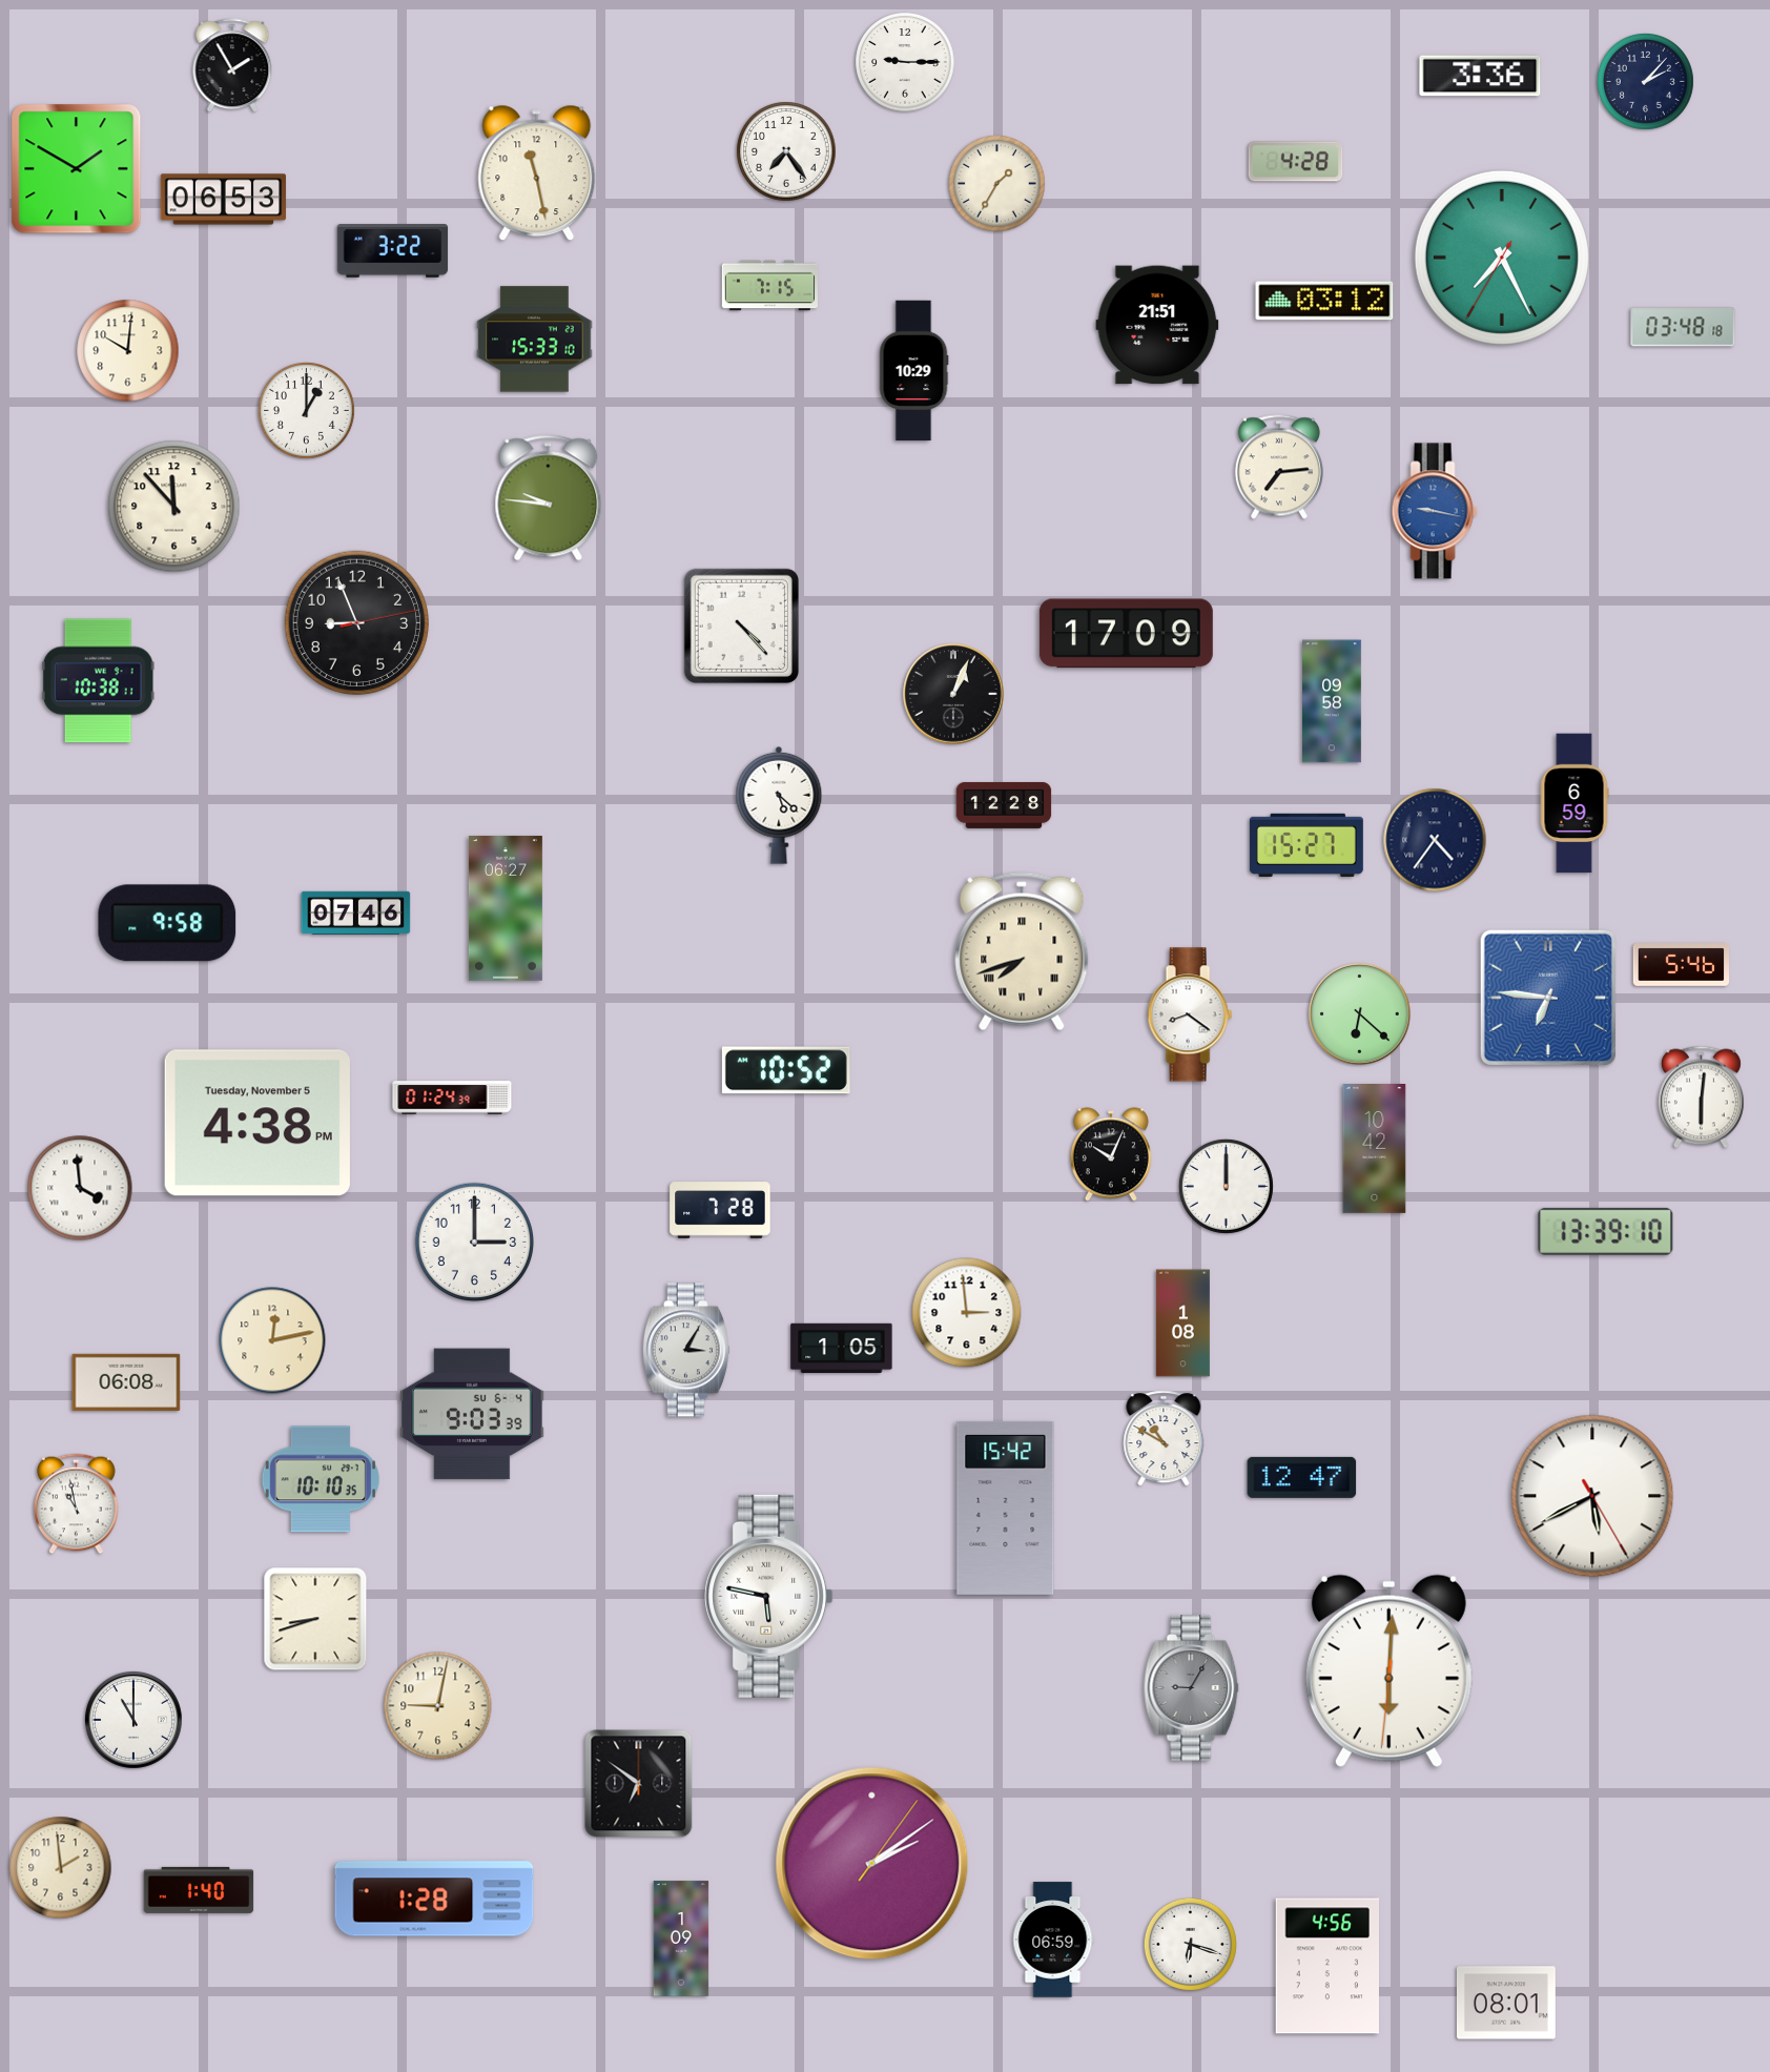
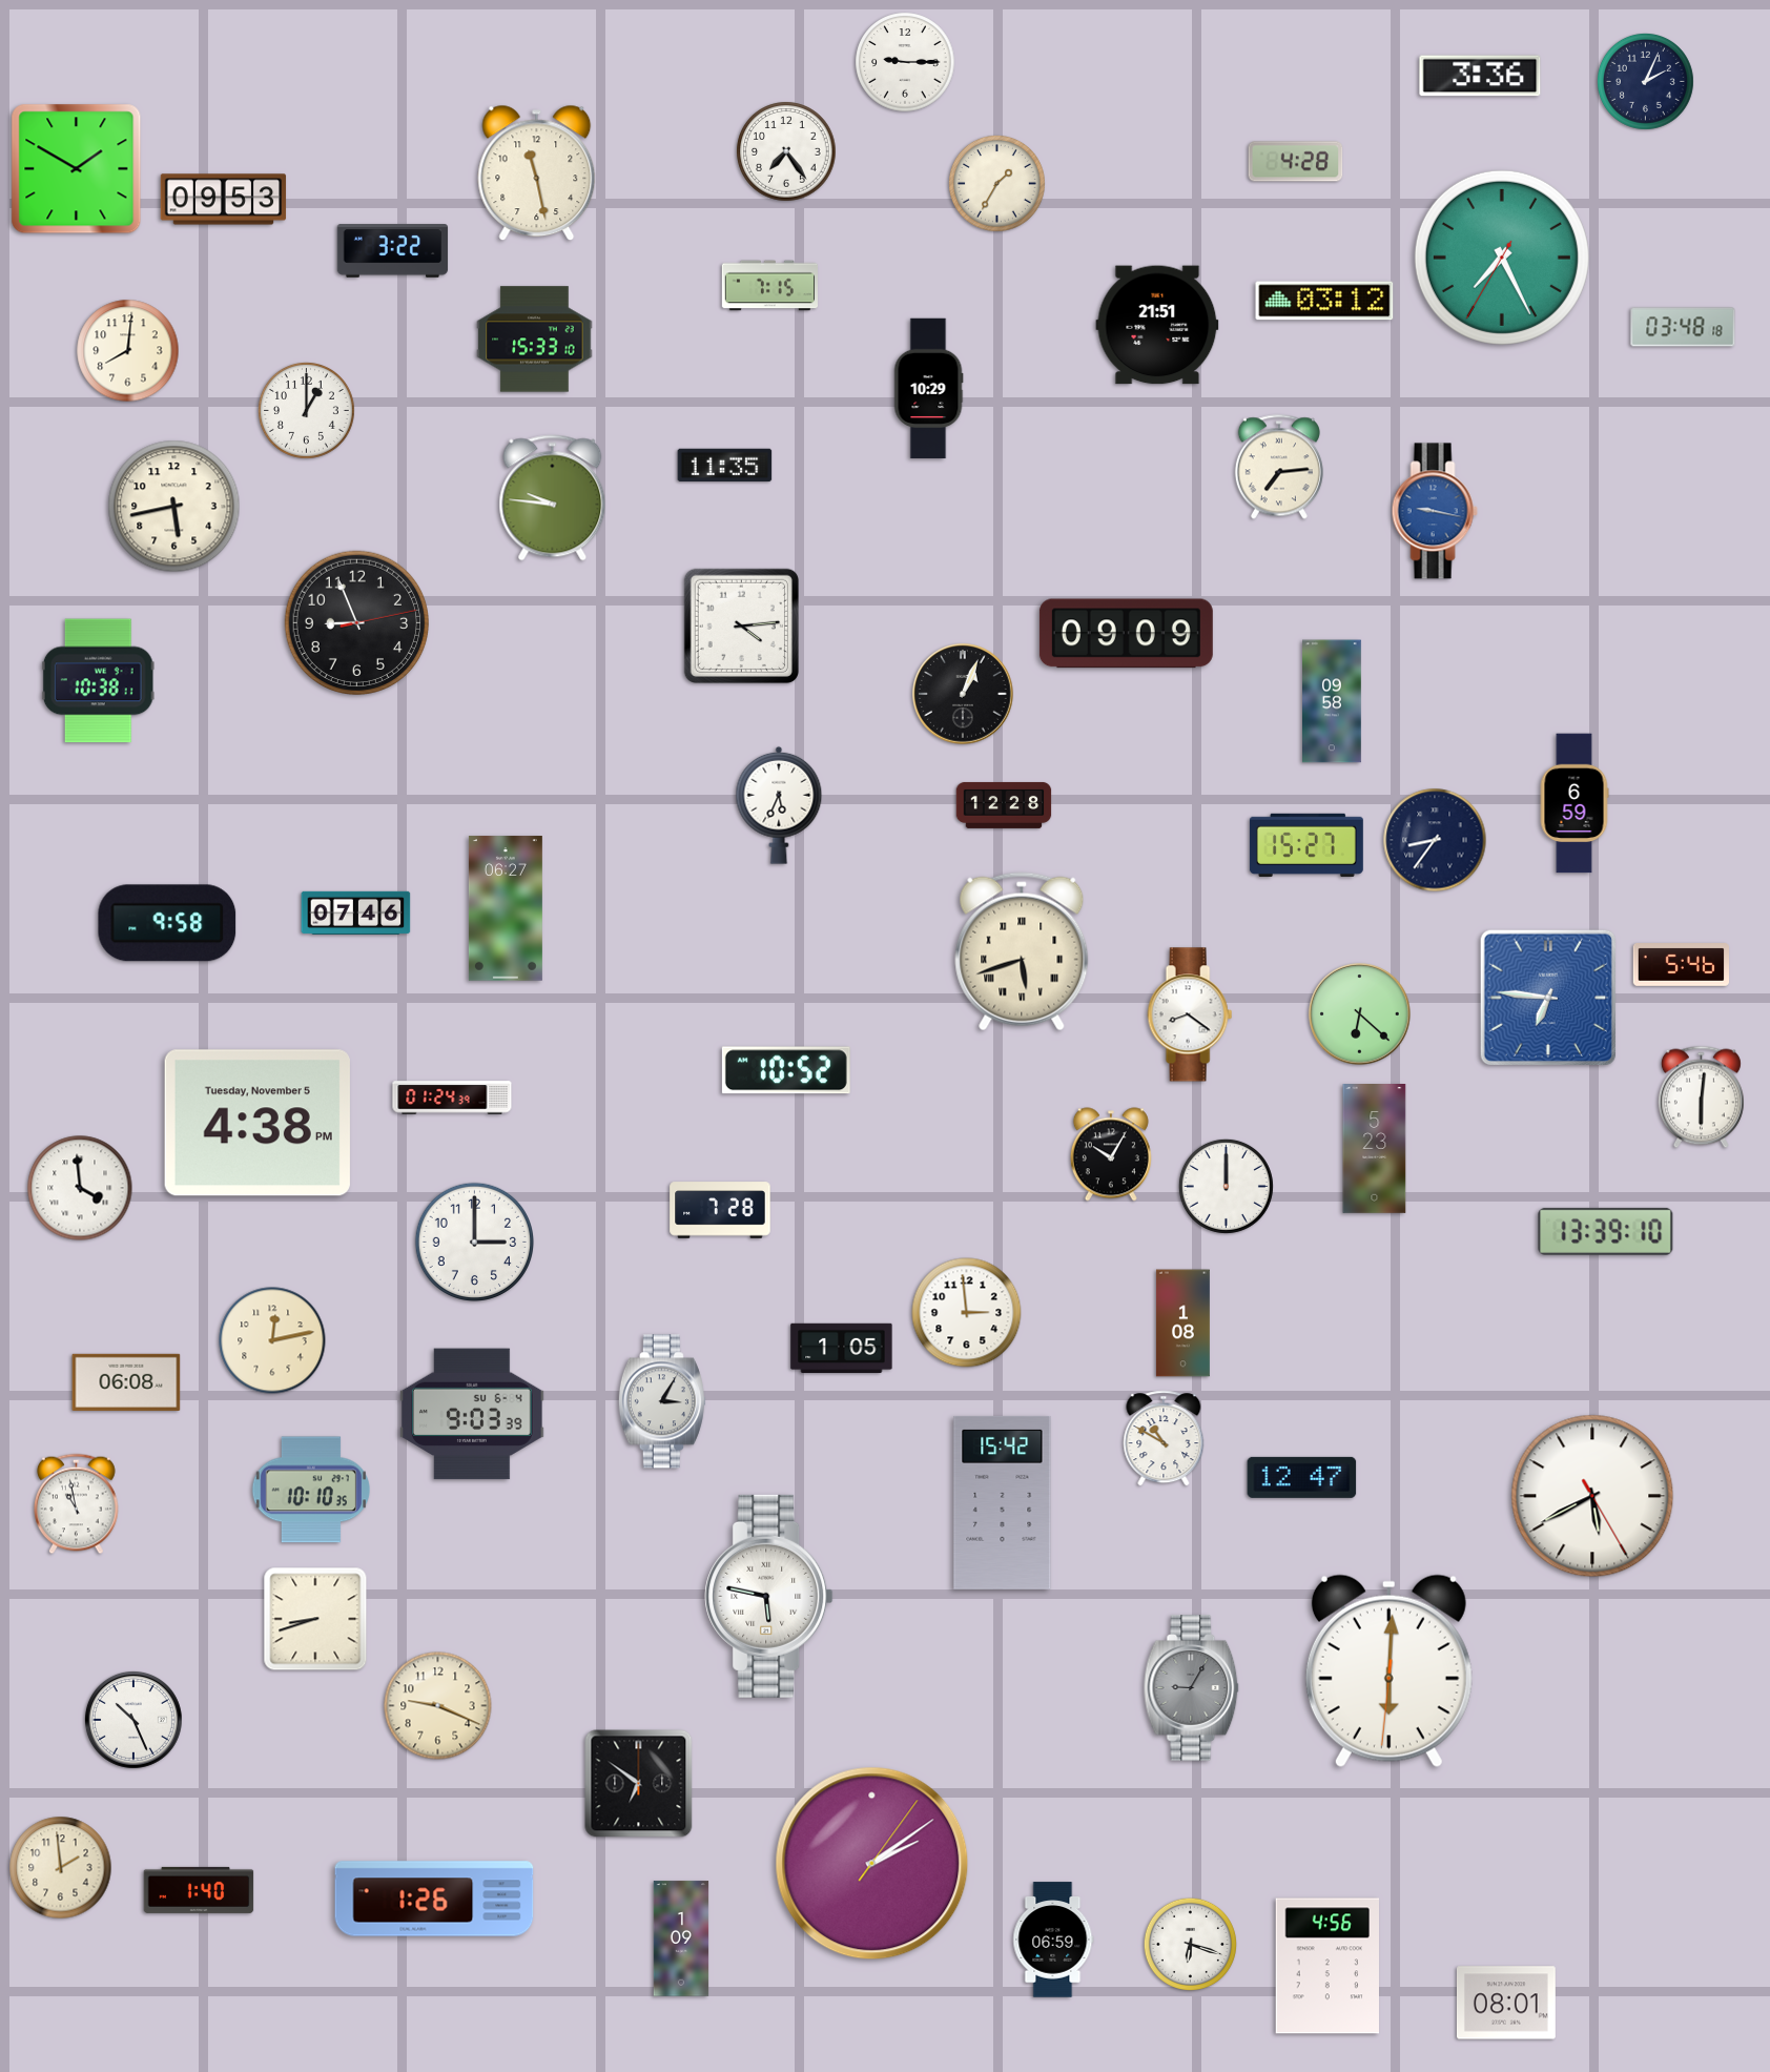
clock at (232, 66): 1:55 -> none
clock at (1645, 81): 2:07 -> 2:04
clock at (224, 200): 06:53 -> 09:53
clock at (128, 351): 10:01 -> 8:01
clock at (913, 371) position: (913, 371) -> (928, 389)
clock at (725, 466): none -> 11:35
clock at (549, 498) position: (549, 498) -> (553, 498)
clock at (174, 507): 11:53 -> 5:43
clock at (741, 625): 4:23 -> 4:14
clock at (1126, 634): 17:09 -> 09:09
clock at (953, 694) position: (953, 694) -> (963, 694)
clock at (779, 805): 5:22 -> 5:34
clock at (1435, 840): 4:36 -> 8:36
clock at (1022, 951): 7:42 -> 5:42
clock at (1375, 1149): 10:42 -> 5:23
clock at (1111, 1154): 10:04 -> 10:05
clock at (686, 1350) position: (686, 1350) -> (662, 1401)
clock at (321, 1479) position: (321, 1479) -> (311, 1490)
clock at (1006, 1507) position: (1006, 1507) -> (1003, 1502)
clock at (438, 1706): 9:02 -> 9:19
clock at (133, 1720): 11:00 -> 10:26
clock at (434, 1899): 1:28 -> 1:26
